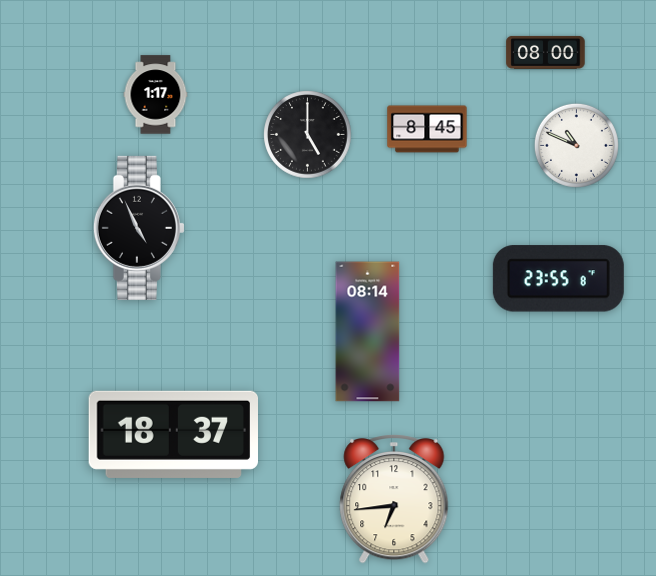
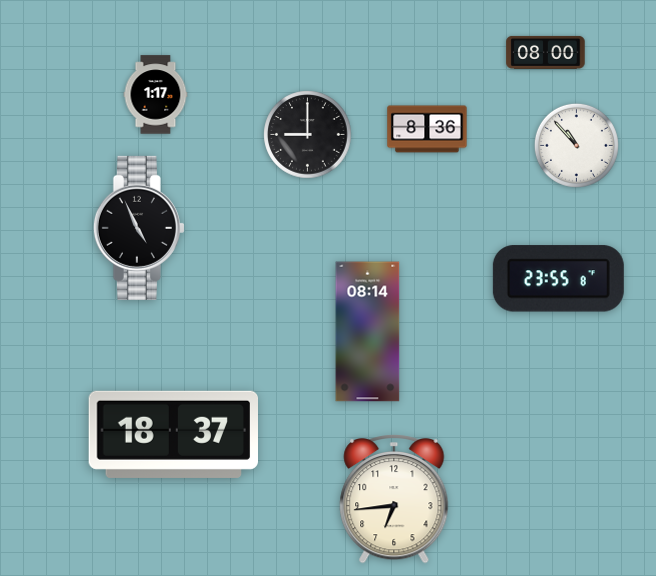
clock at (427, 129): 8:45 -> 8:36
clock at (308, 135): 5:00 -> 9:00
clock at (576, 145): 10:49 -> 10:53
